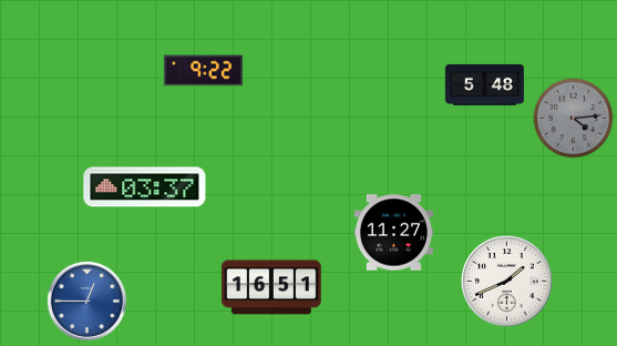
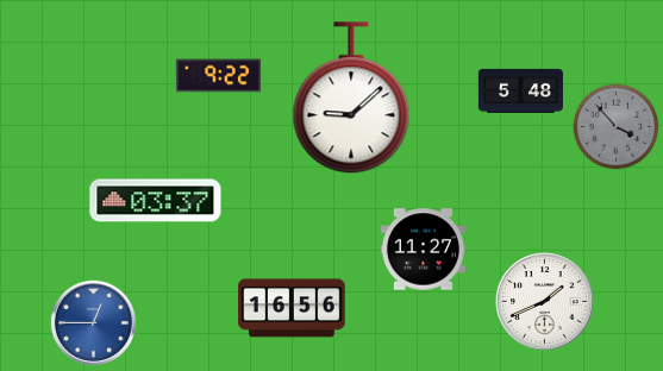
clock at (351, 99): none -> 9:08
clock at (574, 119): 4:14 -> 3:53
clock at (271, 287): 16:51 -> 16:56
